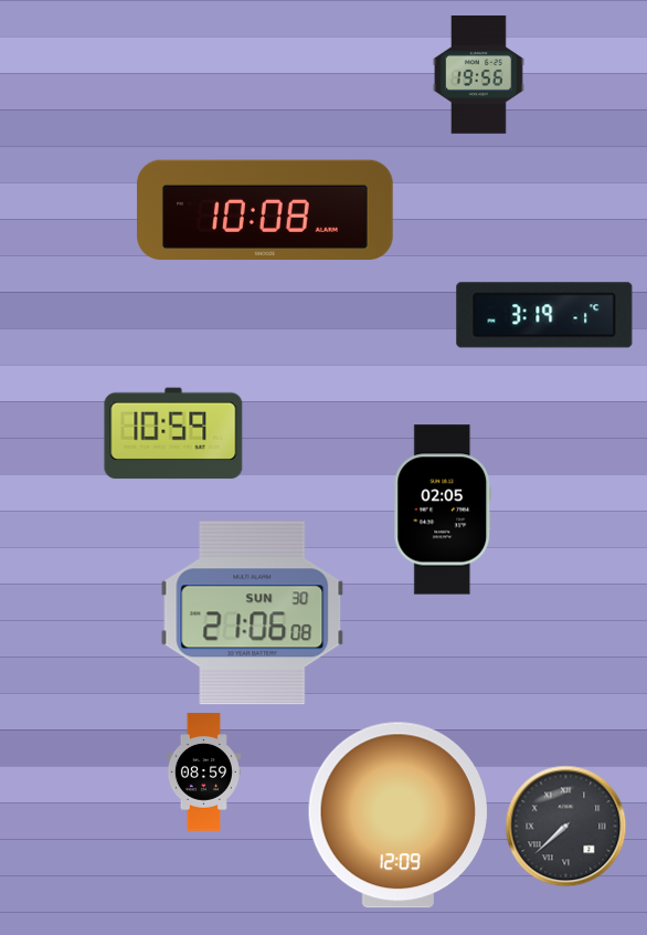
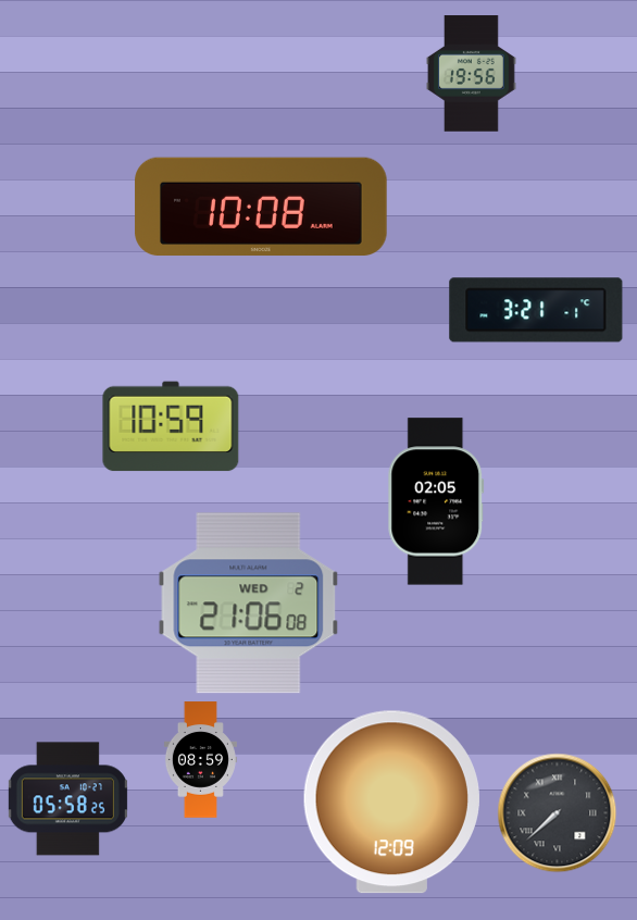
clock at (544, 315): 3:19 -> 3:21
clock at (253, 613) date: SUN 30 -> WED 2
clock at (67, 799): none -> 05:58
